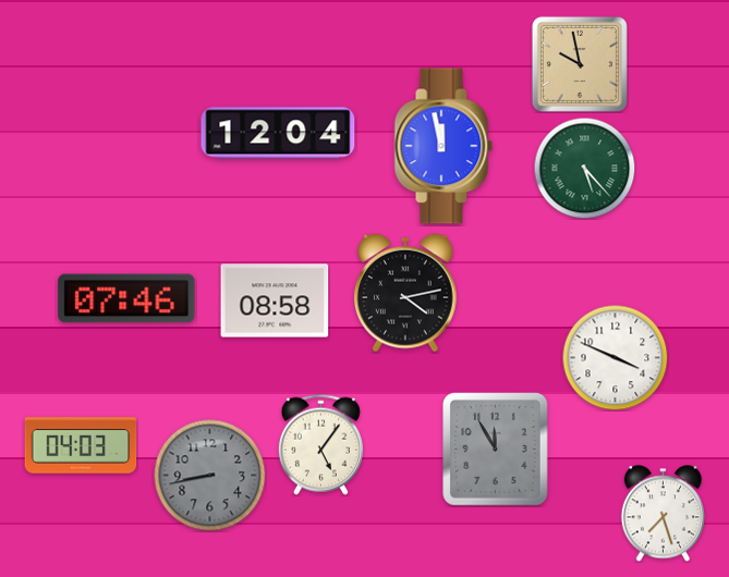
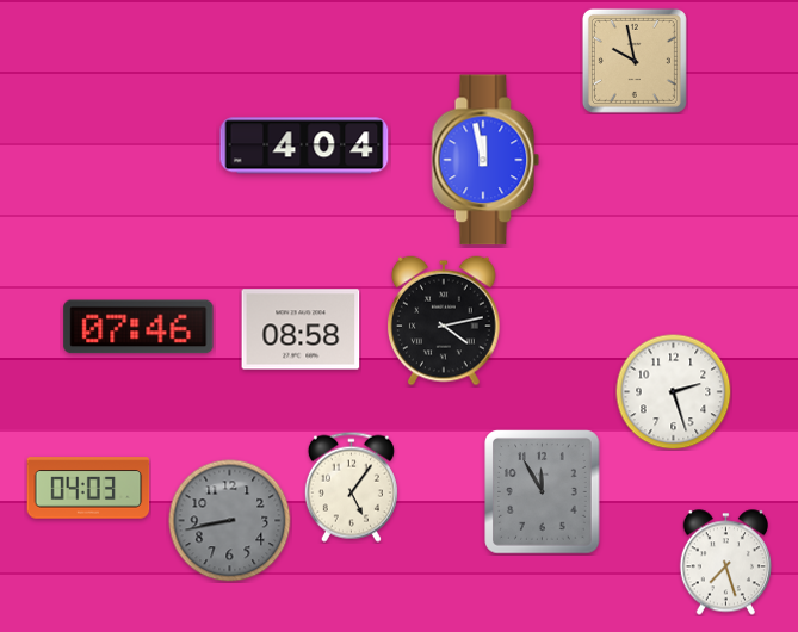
clock at (580, 64) position: (580, 64) -> (635, 61)
clock at (278, 133): 12:04 -> 4:04
clock at (584, 168): 5:23 -> none
clock at (615, 357): 3:49 -> 2:27
